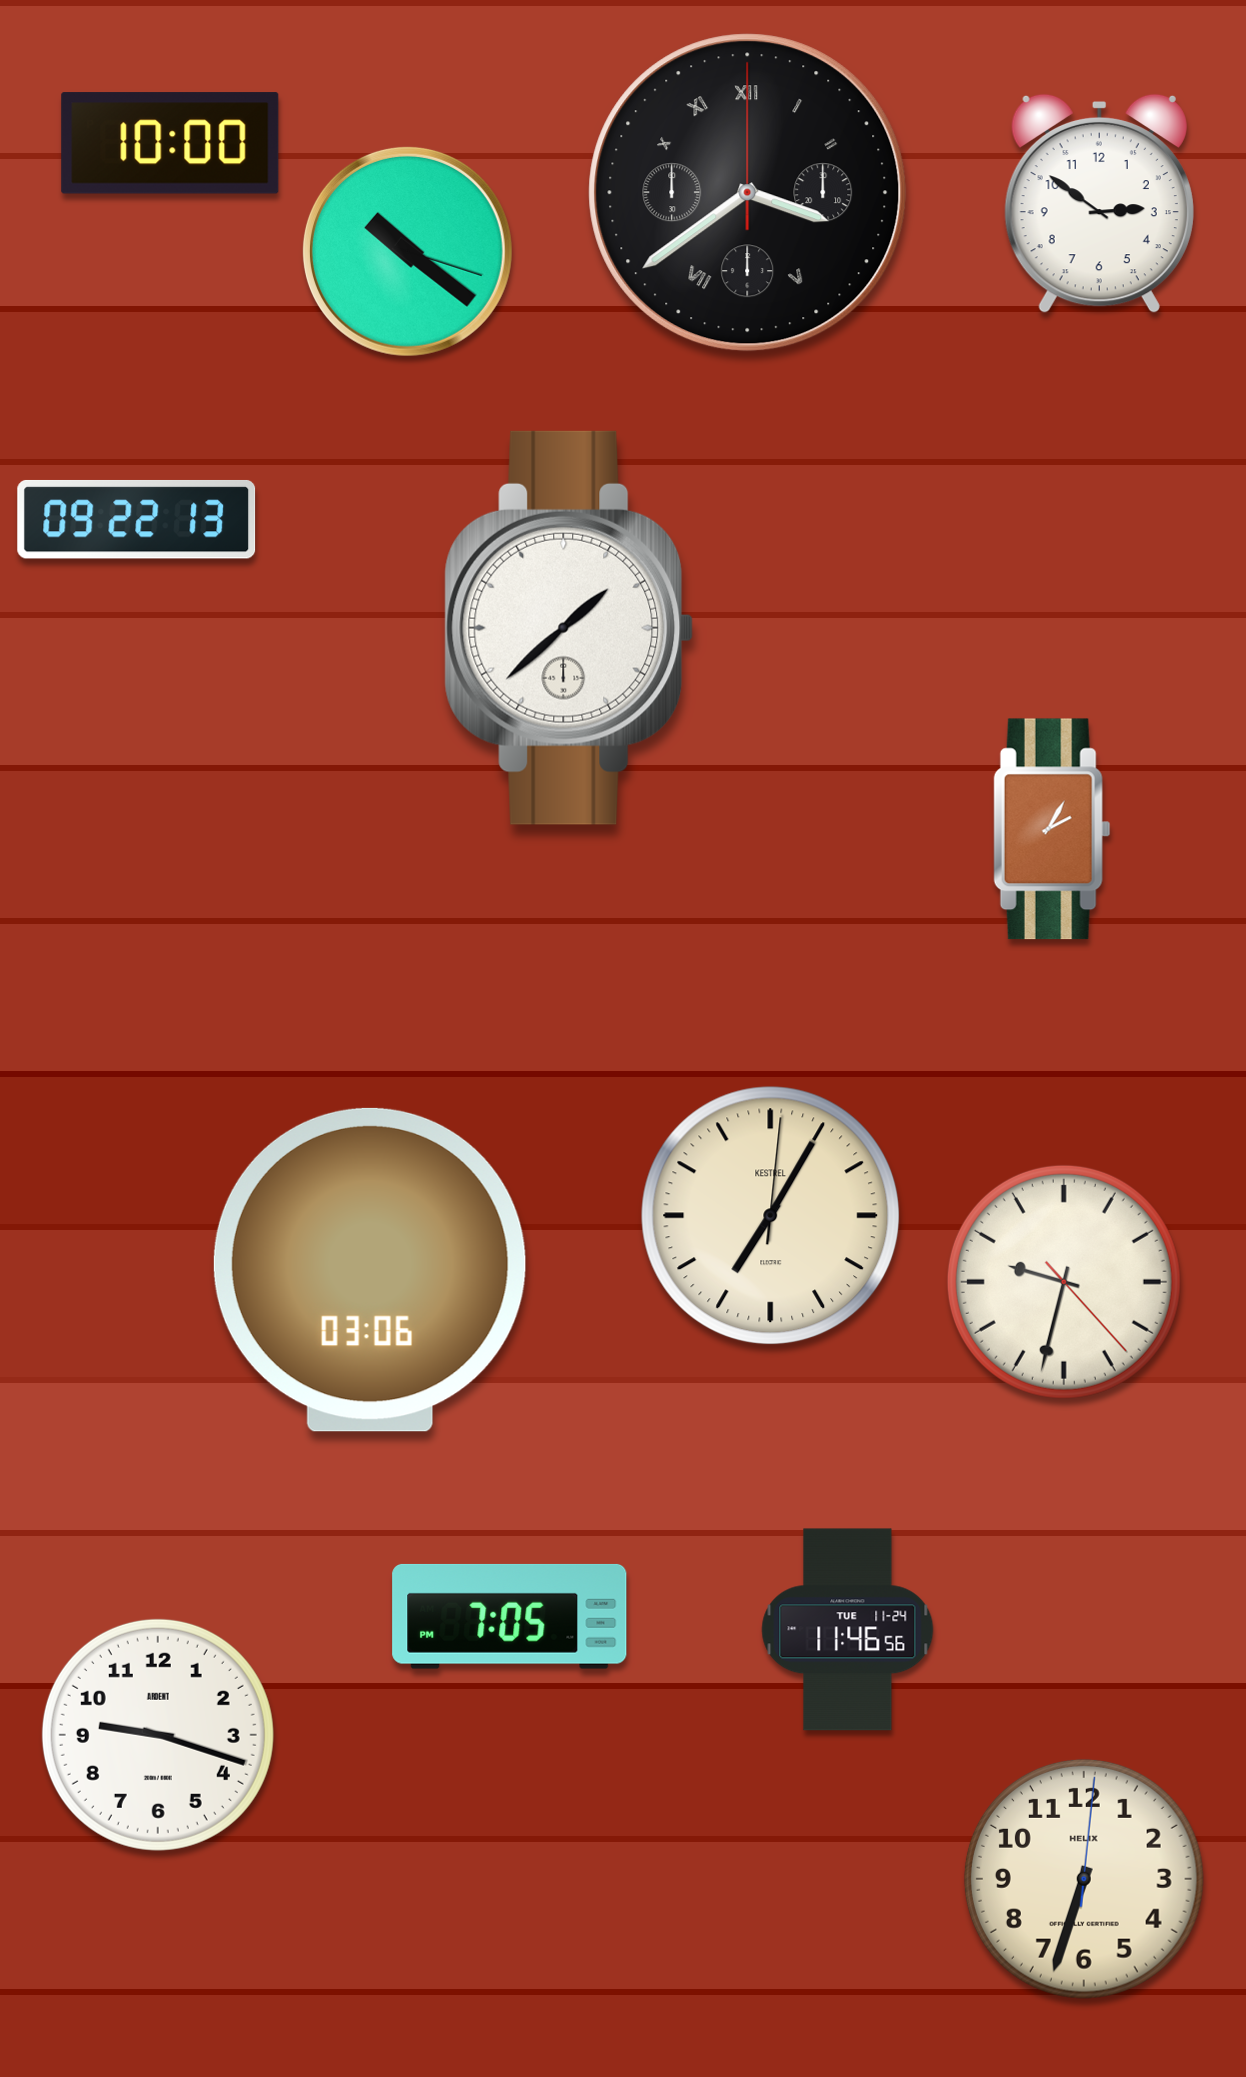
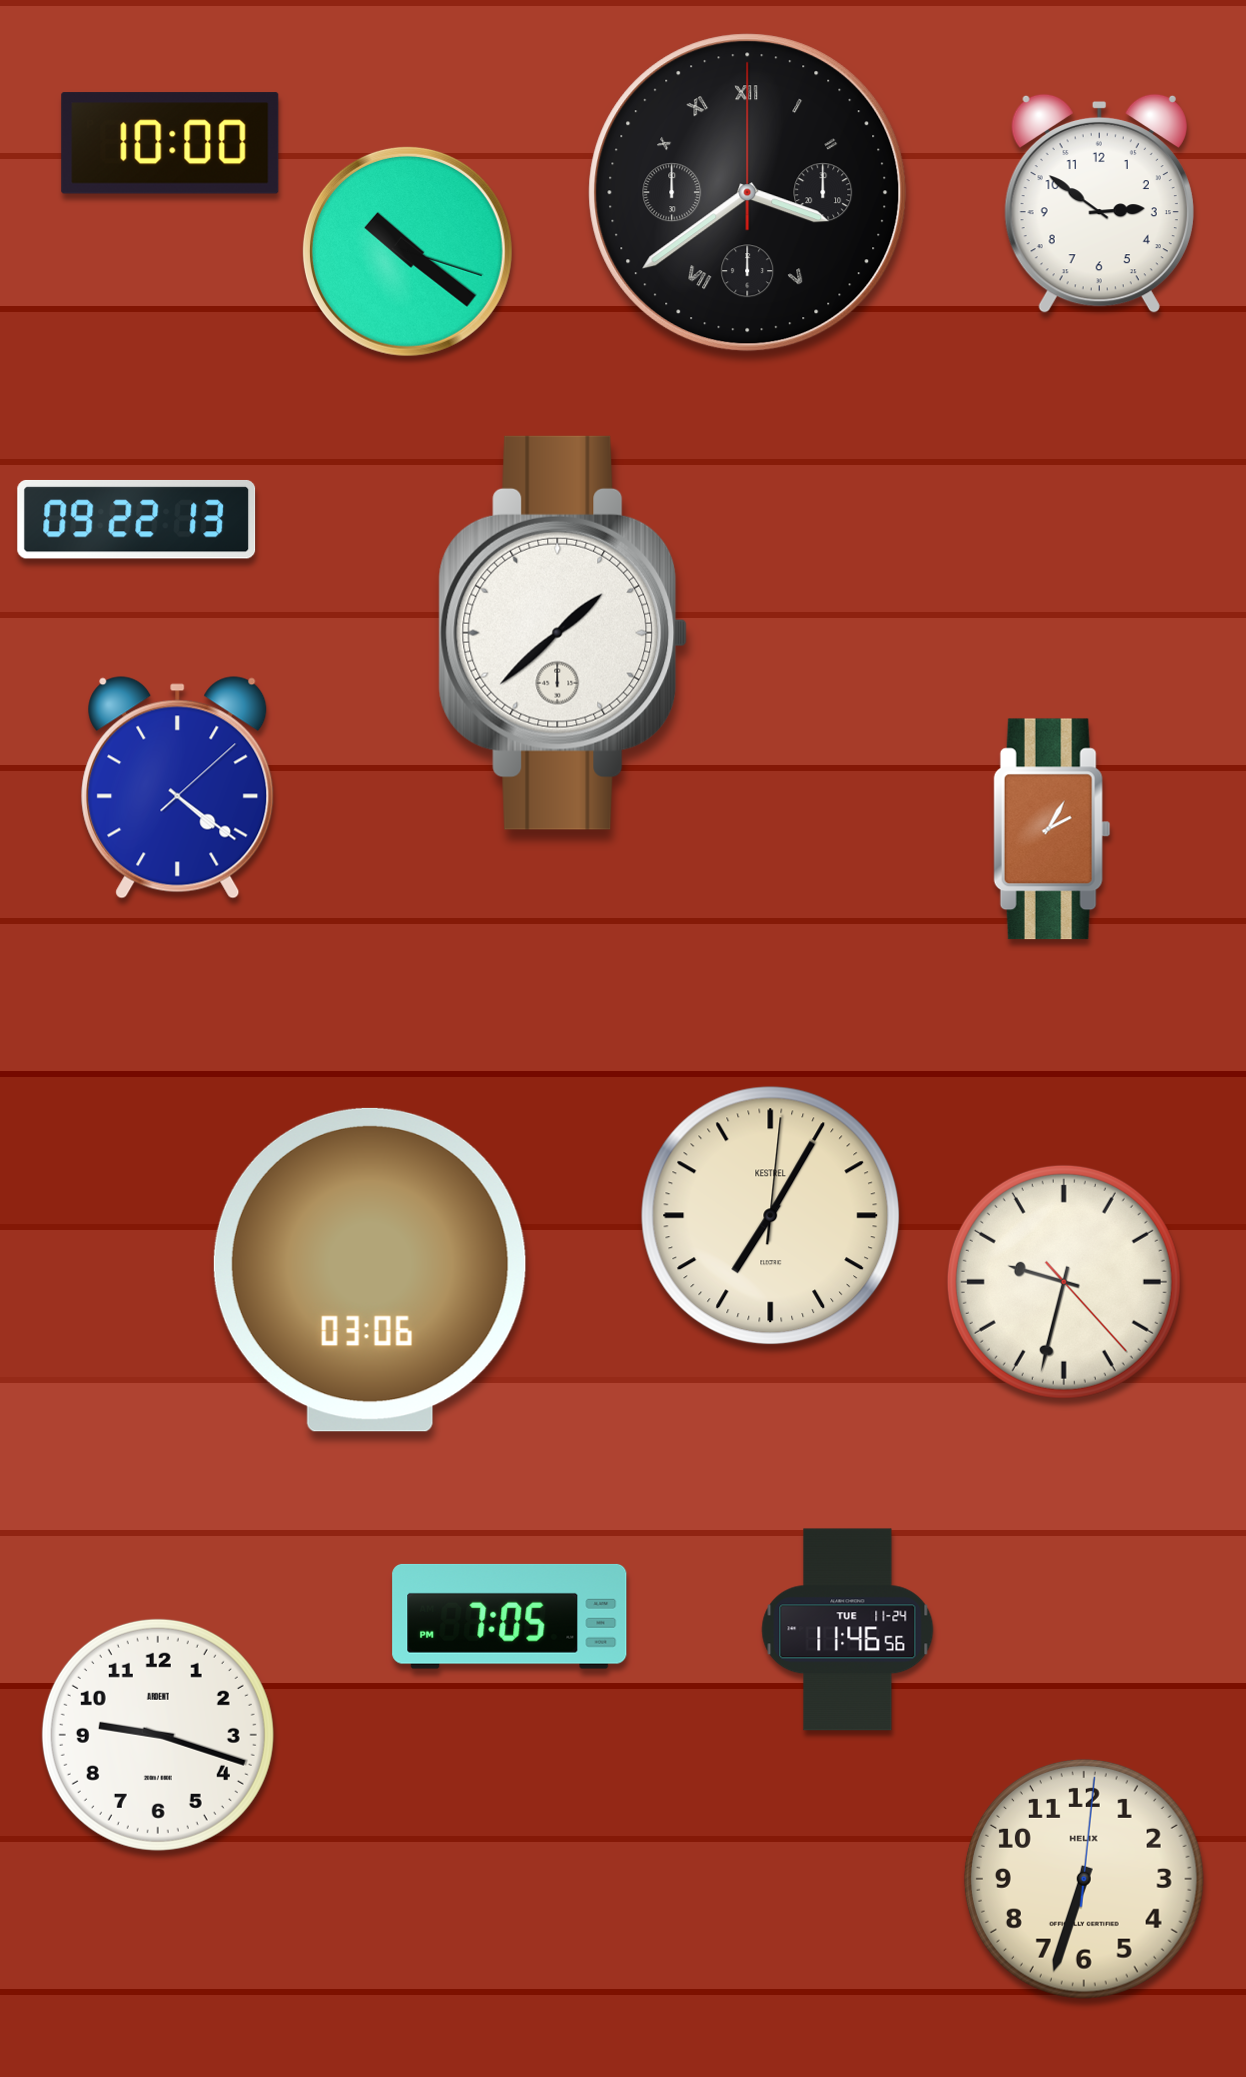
clock at (569, 628) position: (569, 628) -> (563, 633)
clock at (178, 788): none -> 4:21
